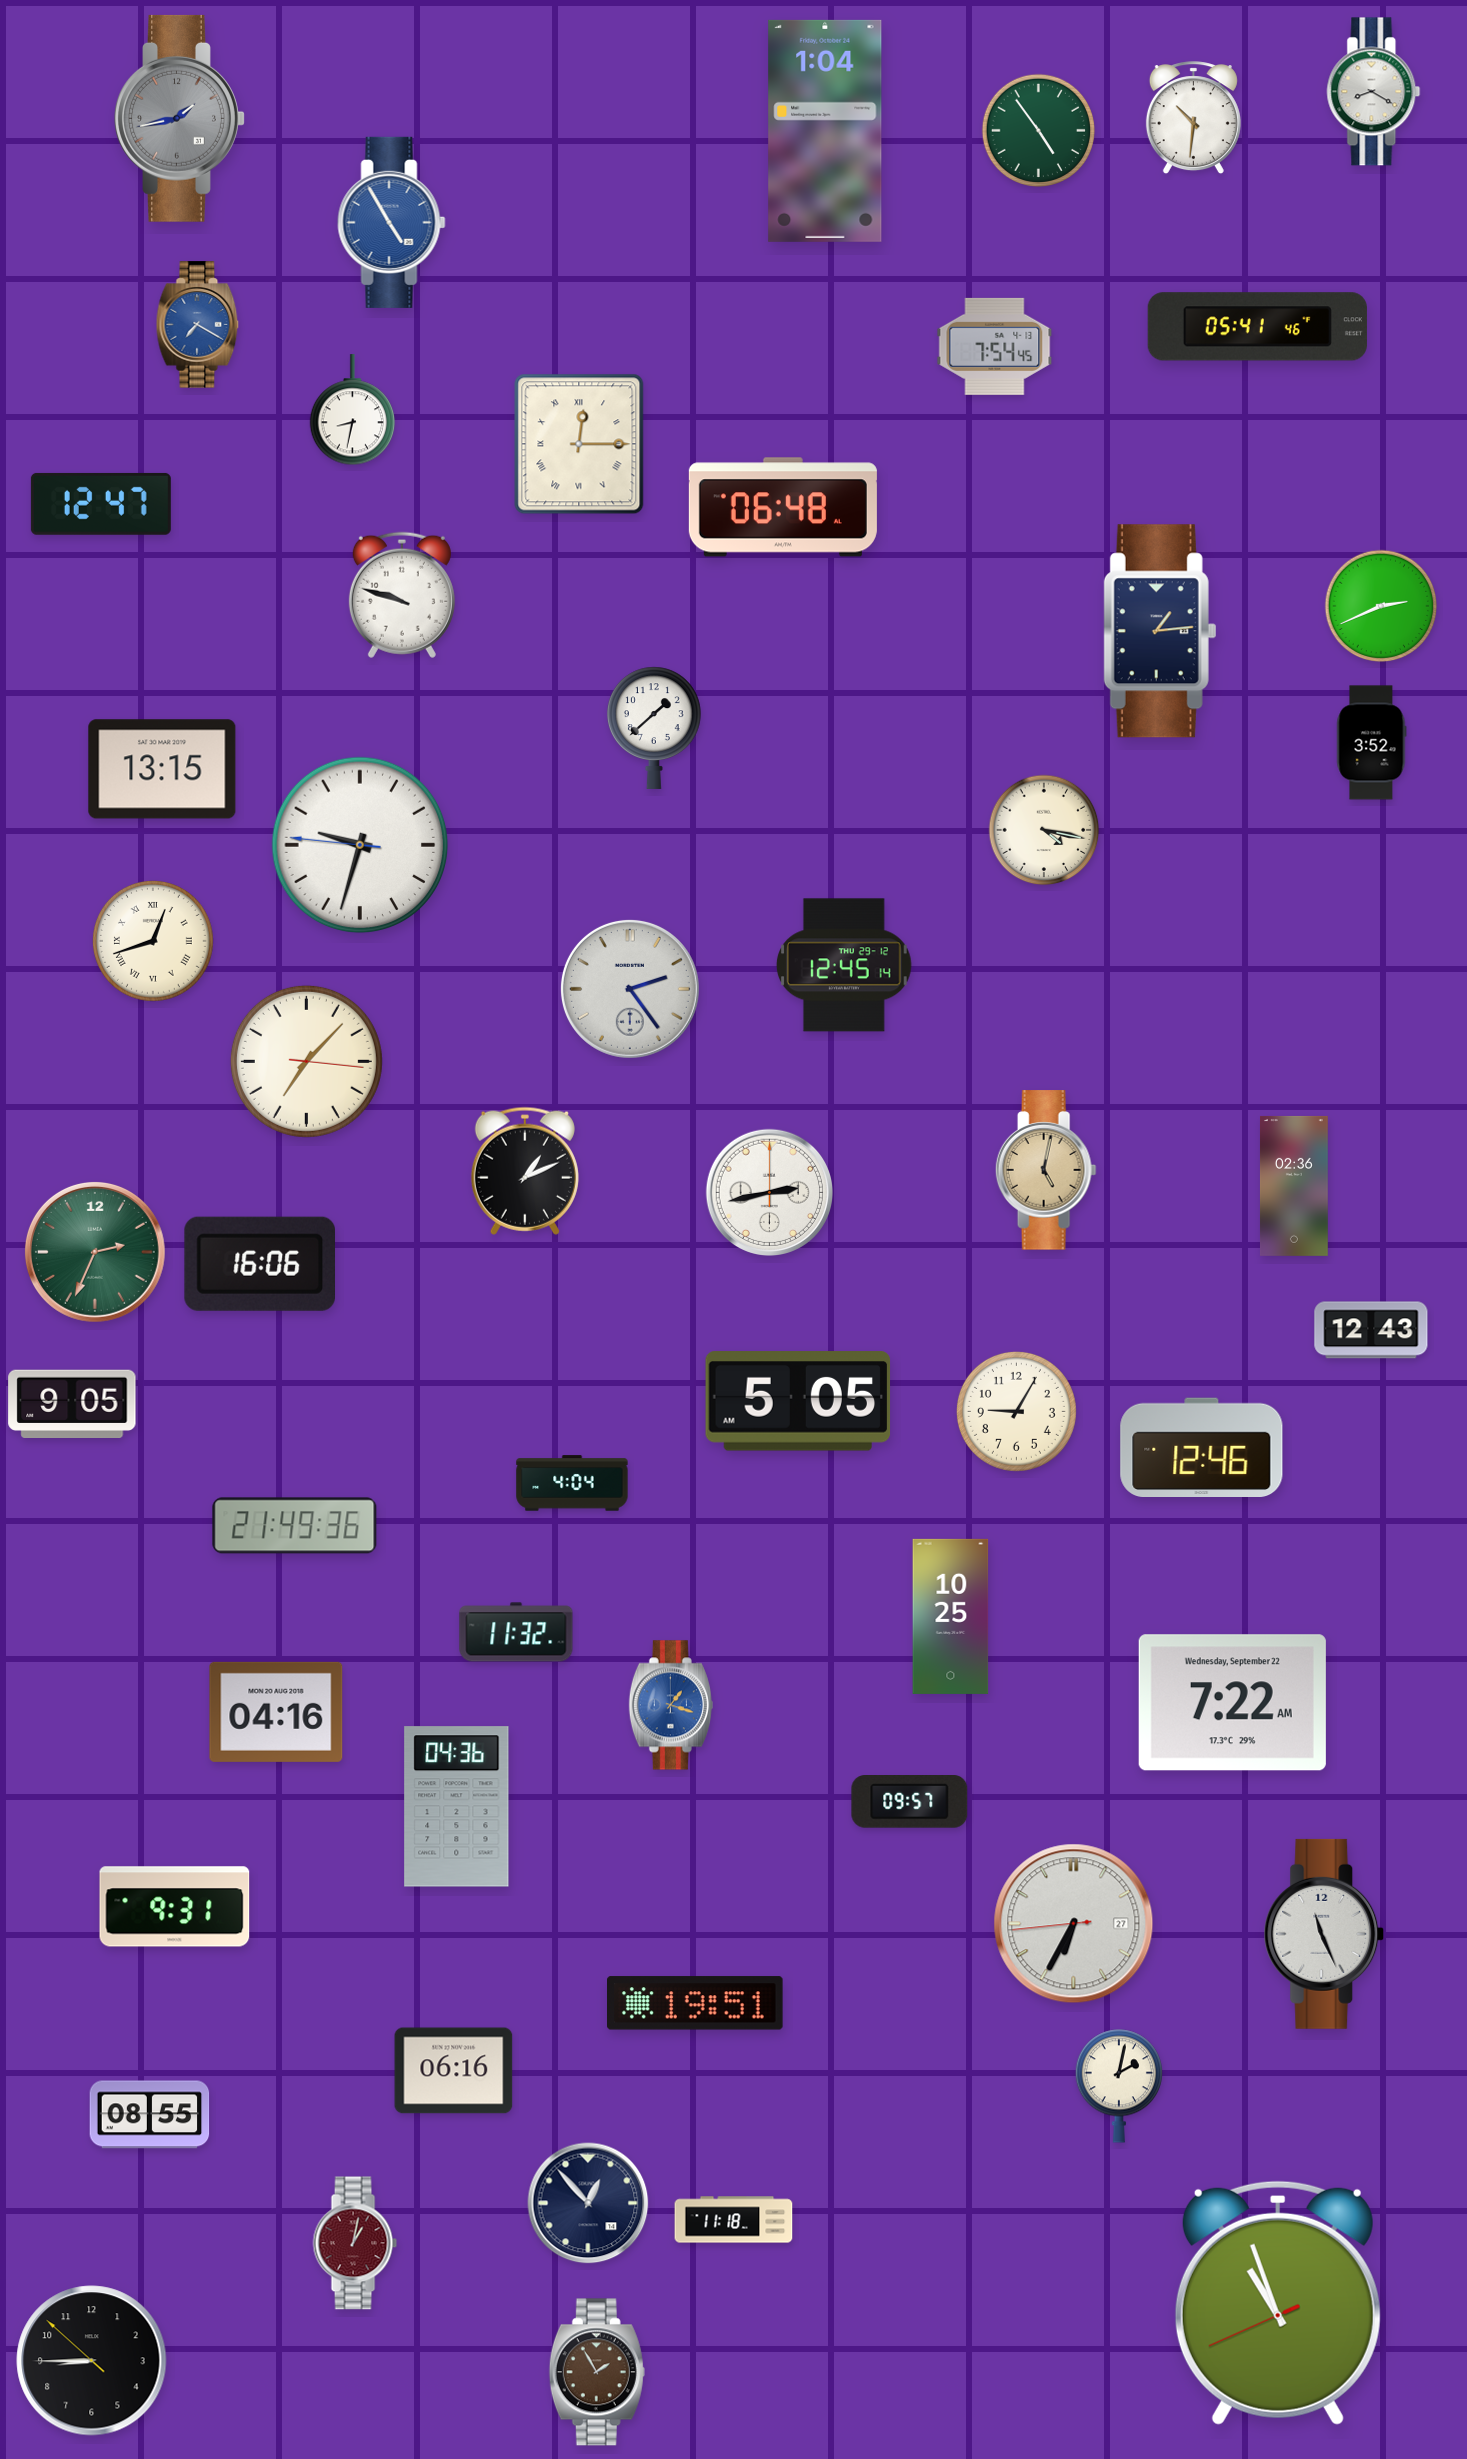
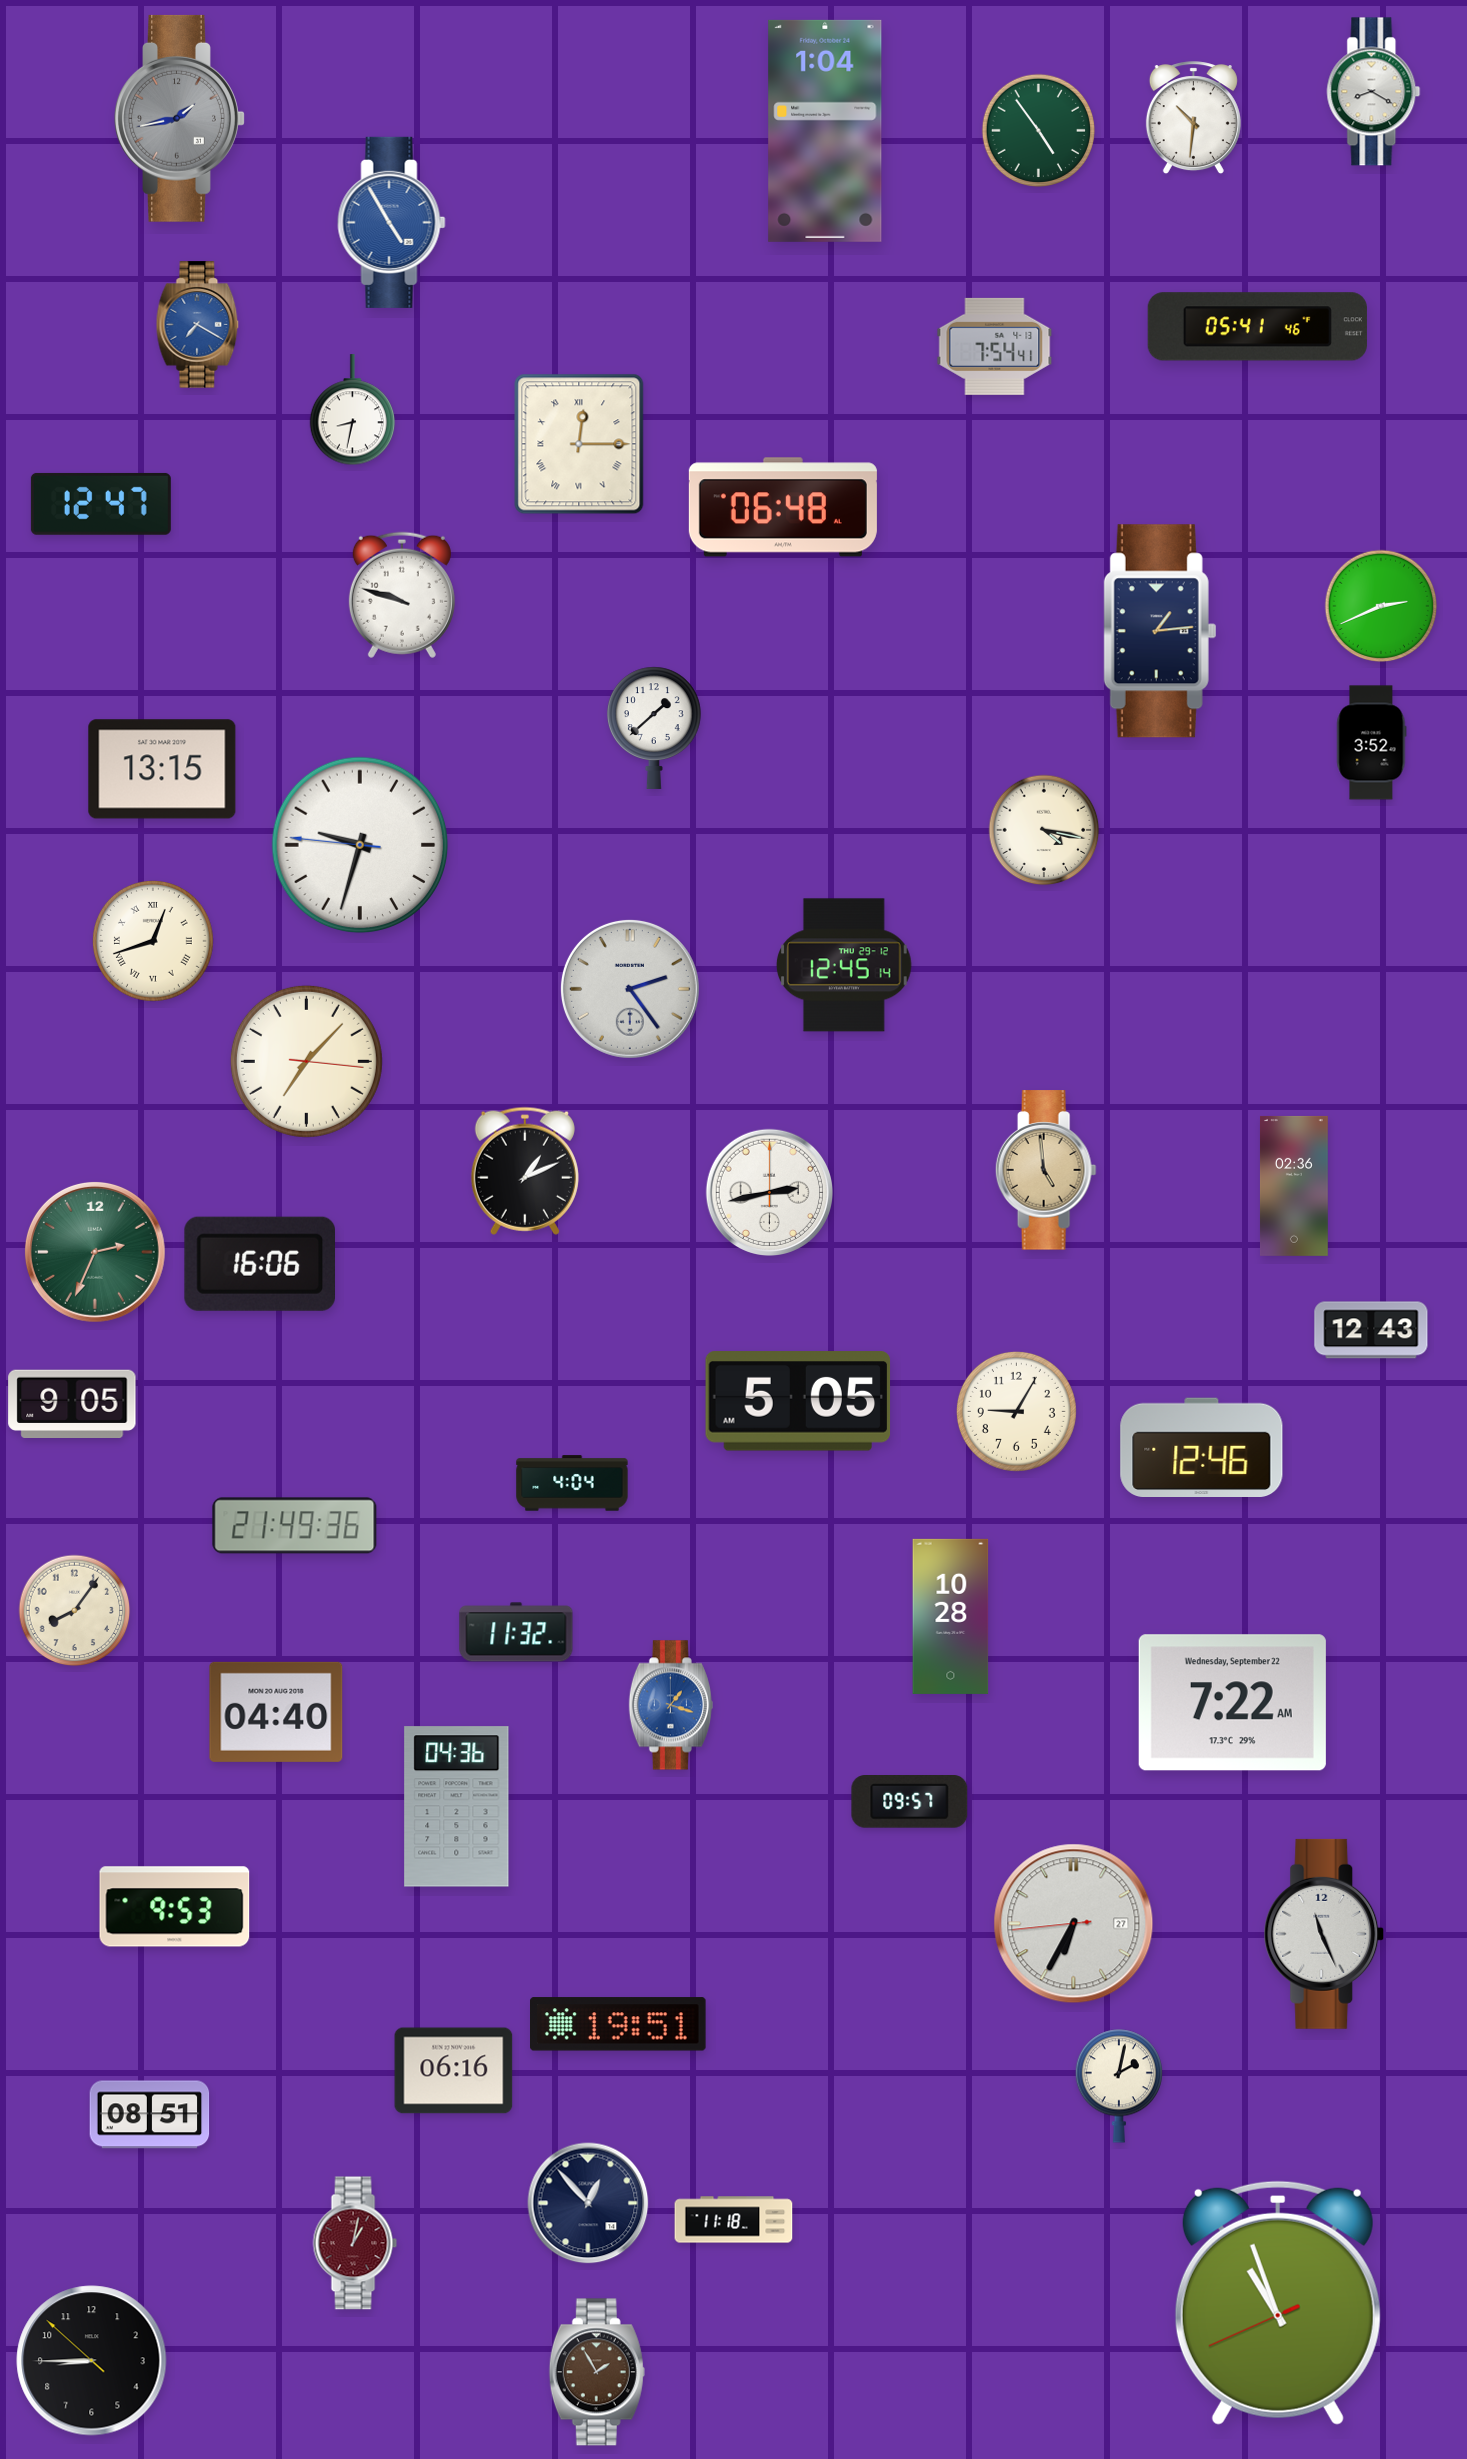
clock at (995, 346): 7:54:45 -> 7:54:41
clock at (1046, 1170): 5:02 -> 4:59
clock at (75, 1611): none -> 8:06
clock at (951, 1616): 10:25 -> 10:28
clock at (276, 1712): 04:16 -> 04:40
clock at (175, 1907): 9:31 -> 9:53
clock at (696, 2003) position: (696, 2003) -> (619, 2024)
clock at (150, 2115): 08:55 -> 08:51
